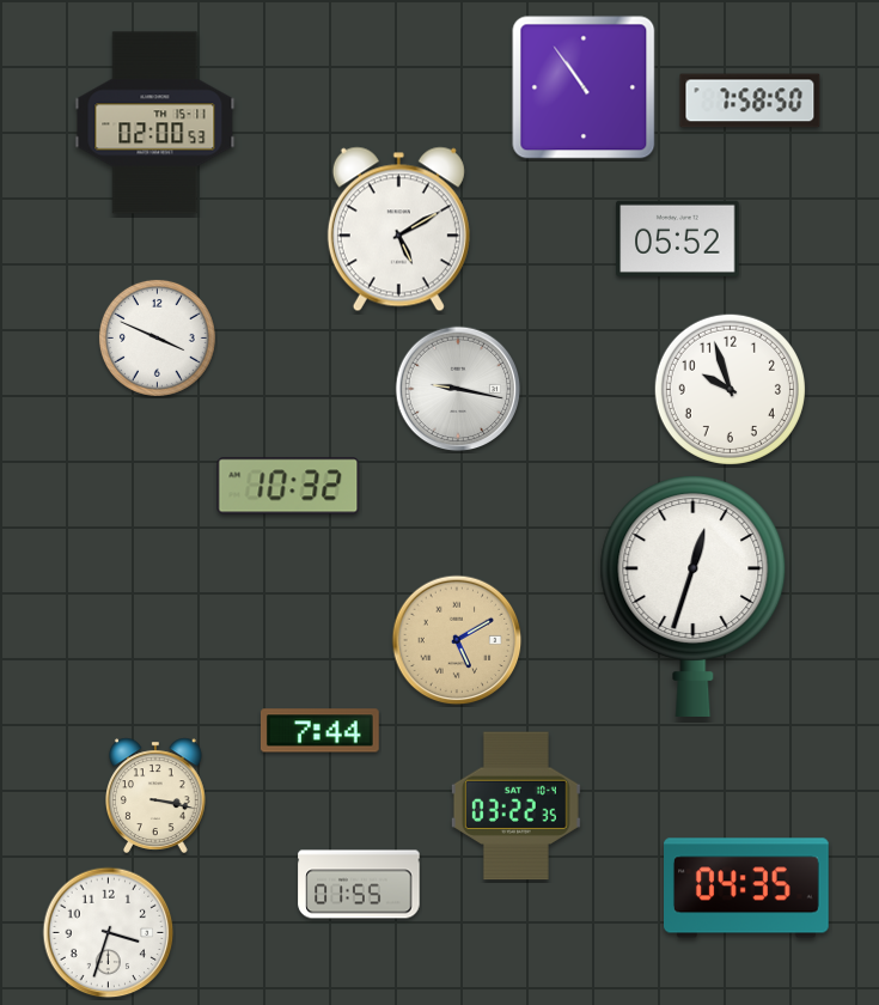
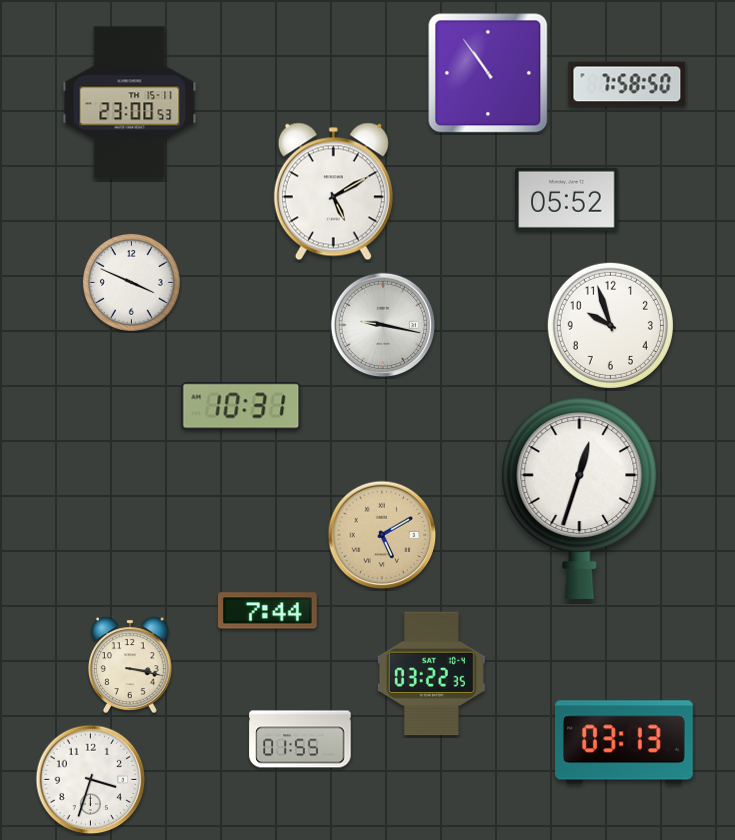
clock at (155, 123): 02:00 -> 23:00
clock at (288, 486): 10:32 -> 10:31
clock at (747, 888): 04:35 -> 03:13
